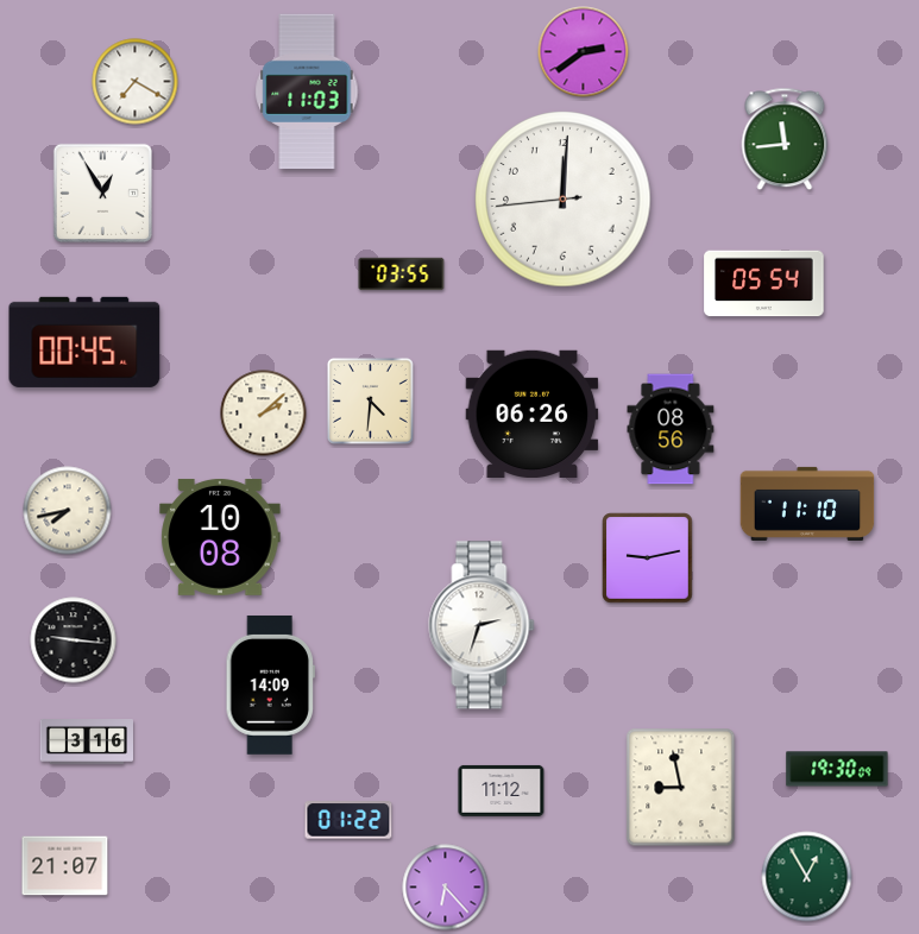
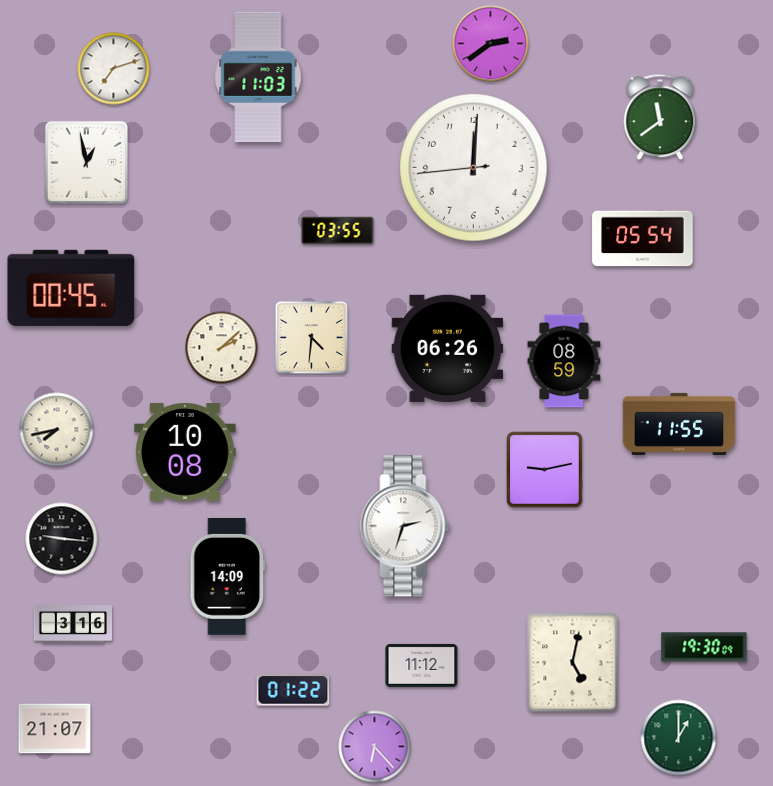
clock at (136, 82): 7:20 -> 7:12
clock at (785, 139): 11:44 -> 11:39
clock at (102, 193): 12:55 -> 12:58
clock at (671, 429): 08:56 -> 08:59
clock at (807, 504): 11:10 -> 11:55
clock at (681, 788): 8:58 -> 5:02
clock at (807, 877): 12:55 -> 1:00
